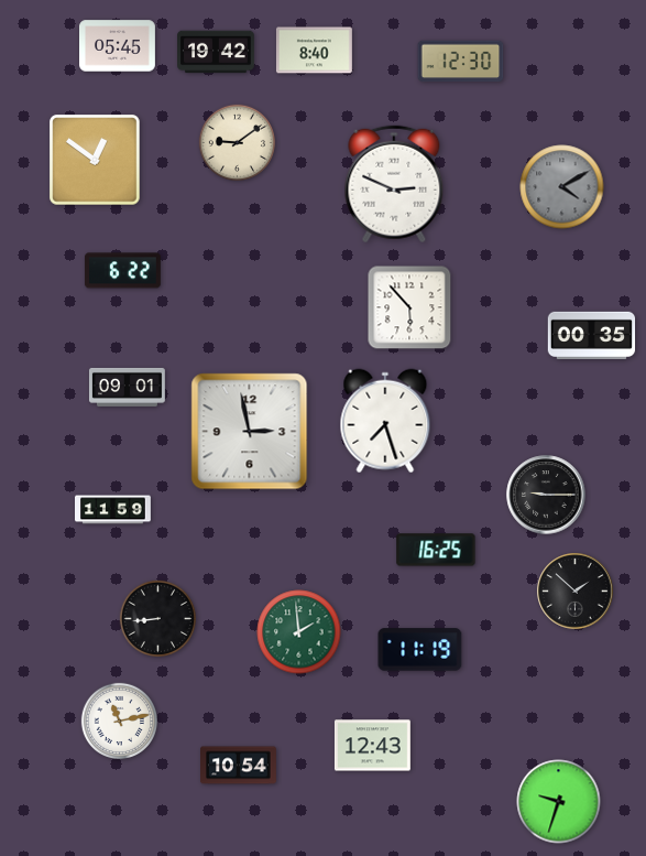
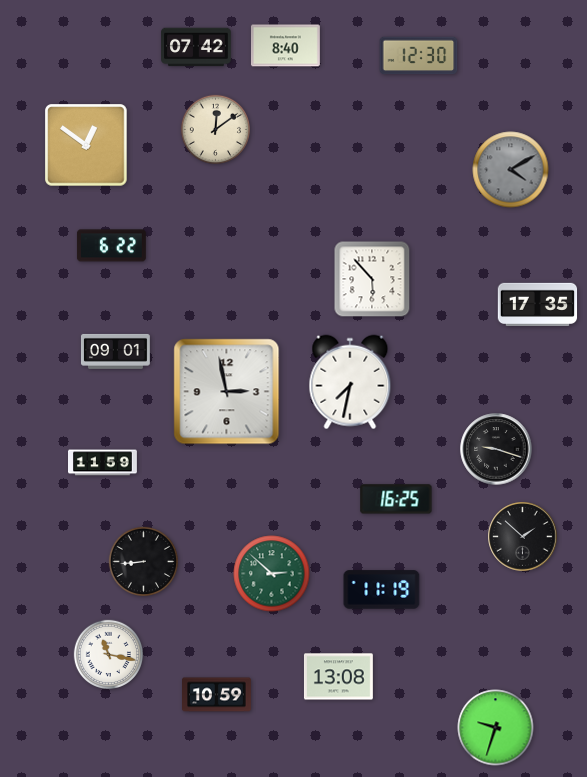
clock at (118, 46): 05:45 -> none
clock at (216, 52): 19:42 -> 07:42
clock at (237, 142): 9:09 -> 12:09
clock at (394, 184): 2:49 -> none
clock at (592, 335): 00:35 -> 17:35
clock at (385, 421): 7:27 -> 7:32
clock at (546, 495): 9:15 -> 9:18
clock at (299, 632): 1:59 -> 2:52
clock at (119, 720): 11:13 -> 11:17
clock at (372, 746): 12:43 -> 13:08
clock at (239, 766): 10:54 -> 10:59
clock at (559, 802) position: (559, 802) -> (496, 728)
